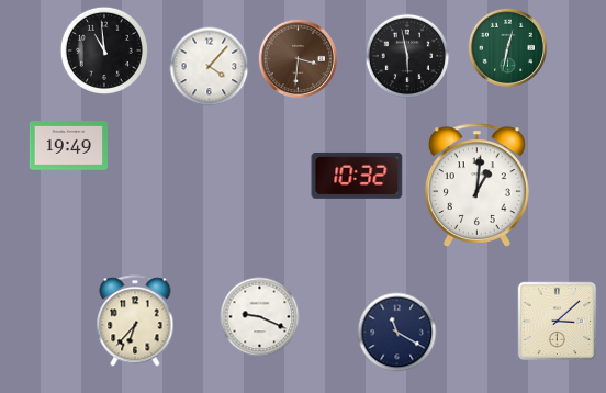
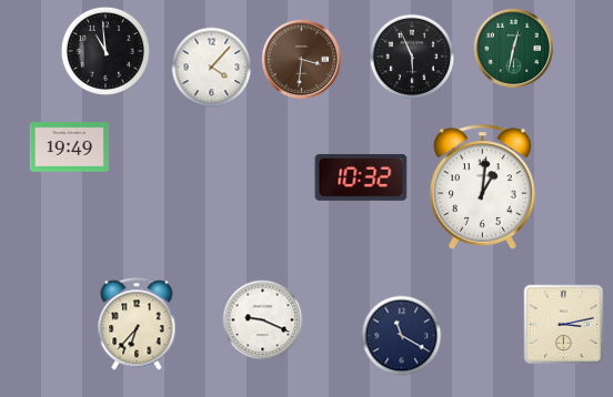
clock at (407, 56): 5:58 -> 5:56
clock at (558, 322): 3:08 -> 3:13
